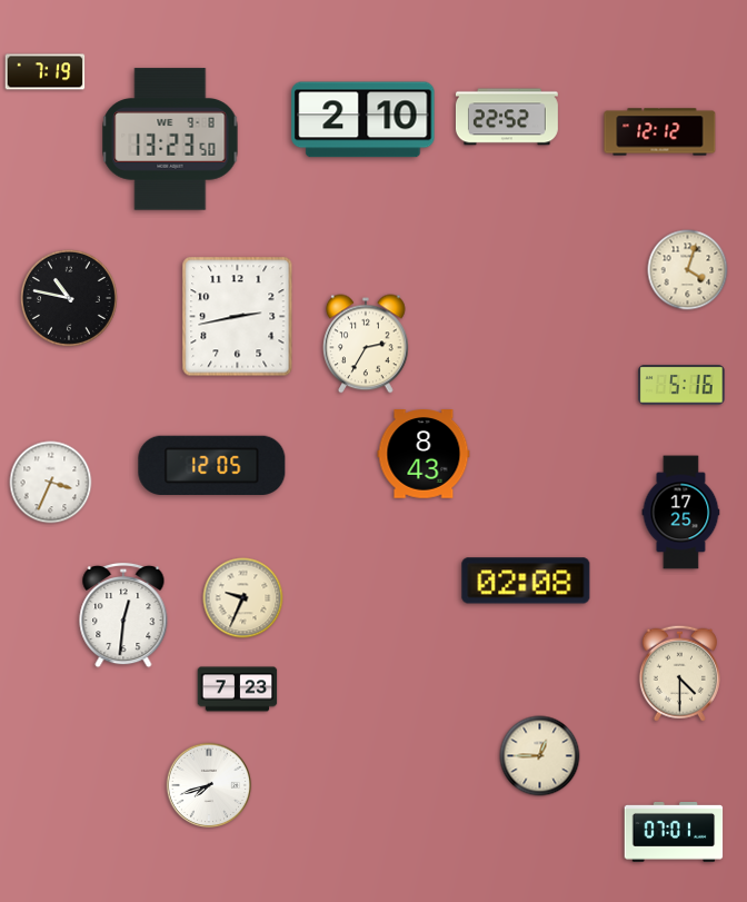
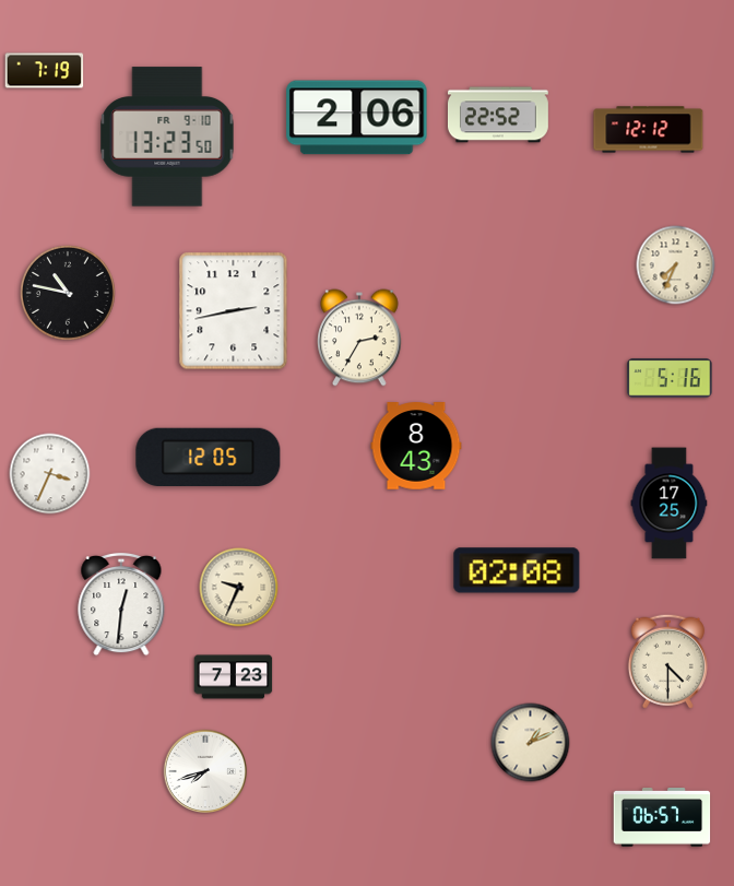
clock at (363, 120): 2:10 -> 2:06
clock at (170, 139) date: WE 9-8 -> FR 9-10
clock at (688, 270): 4:03 -> 7:34
clock at (540, 756): 12:45 -> 1:11
clock at (674, 833): 07:01 -> 06:57
